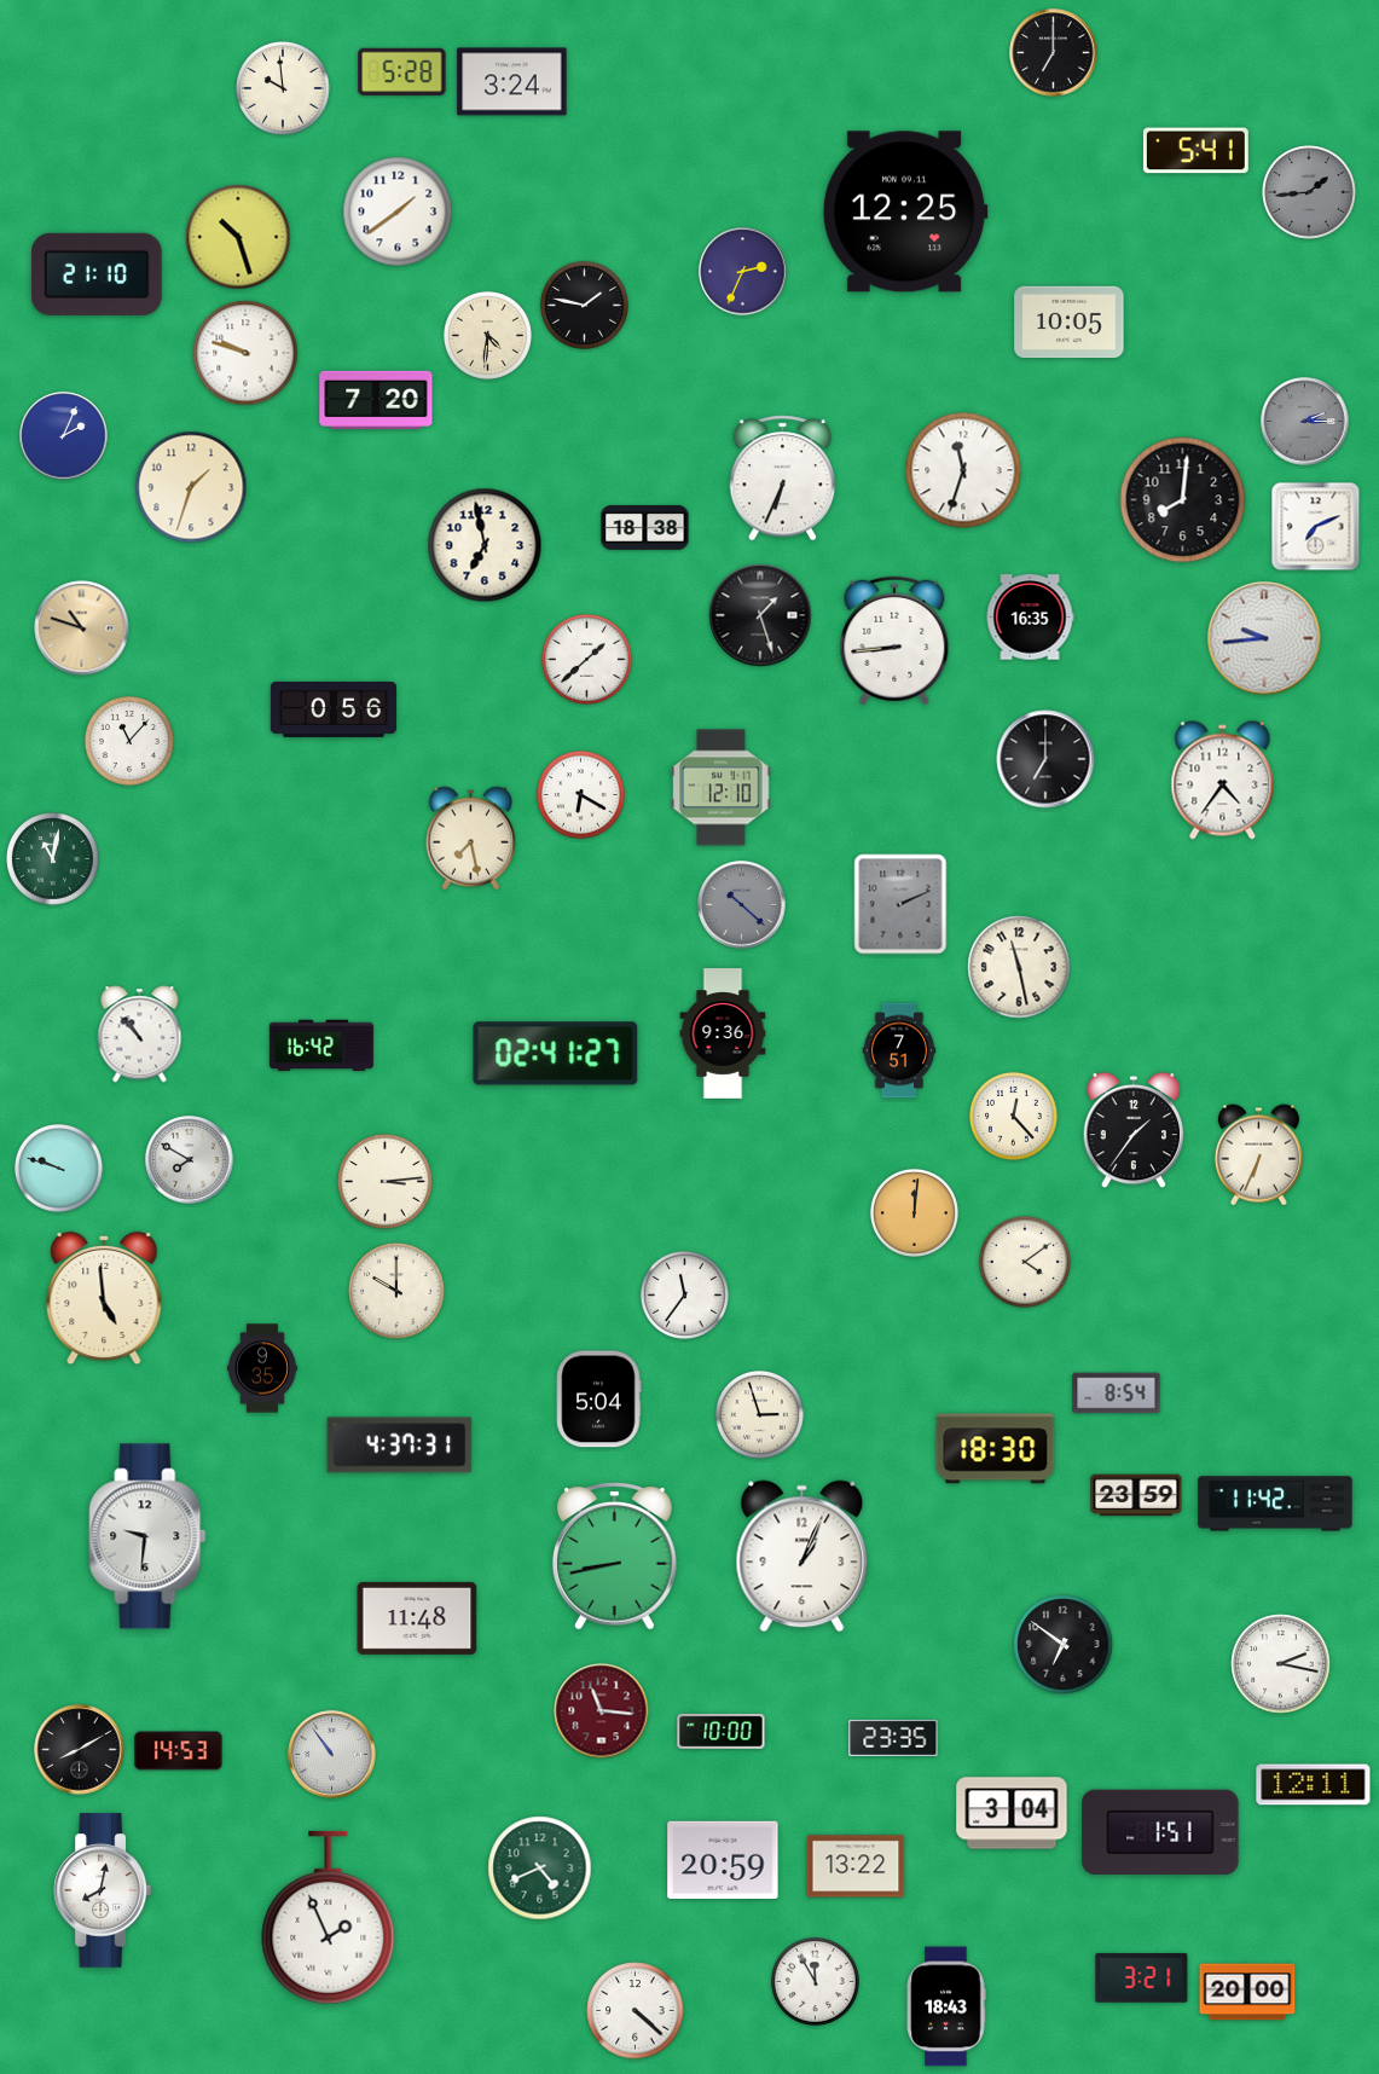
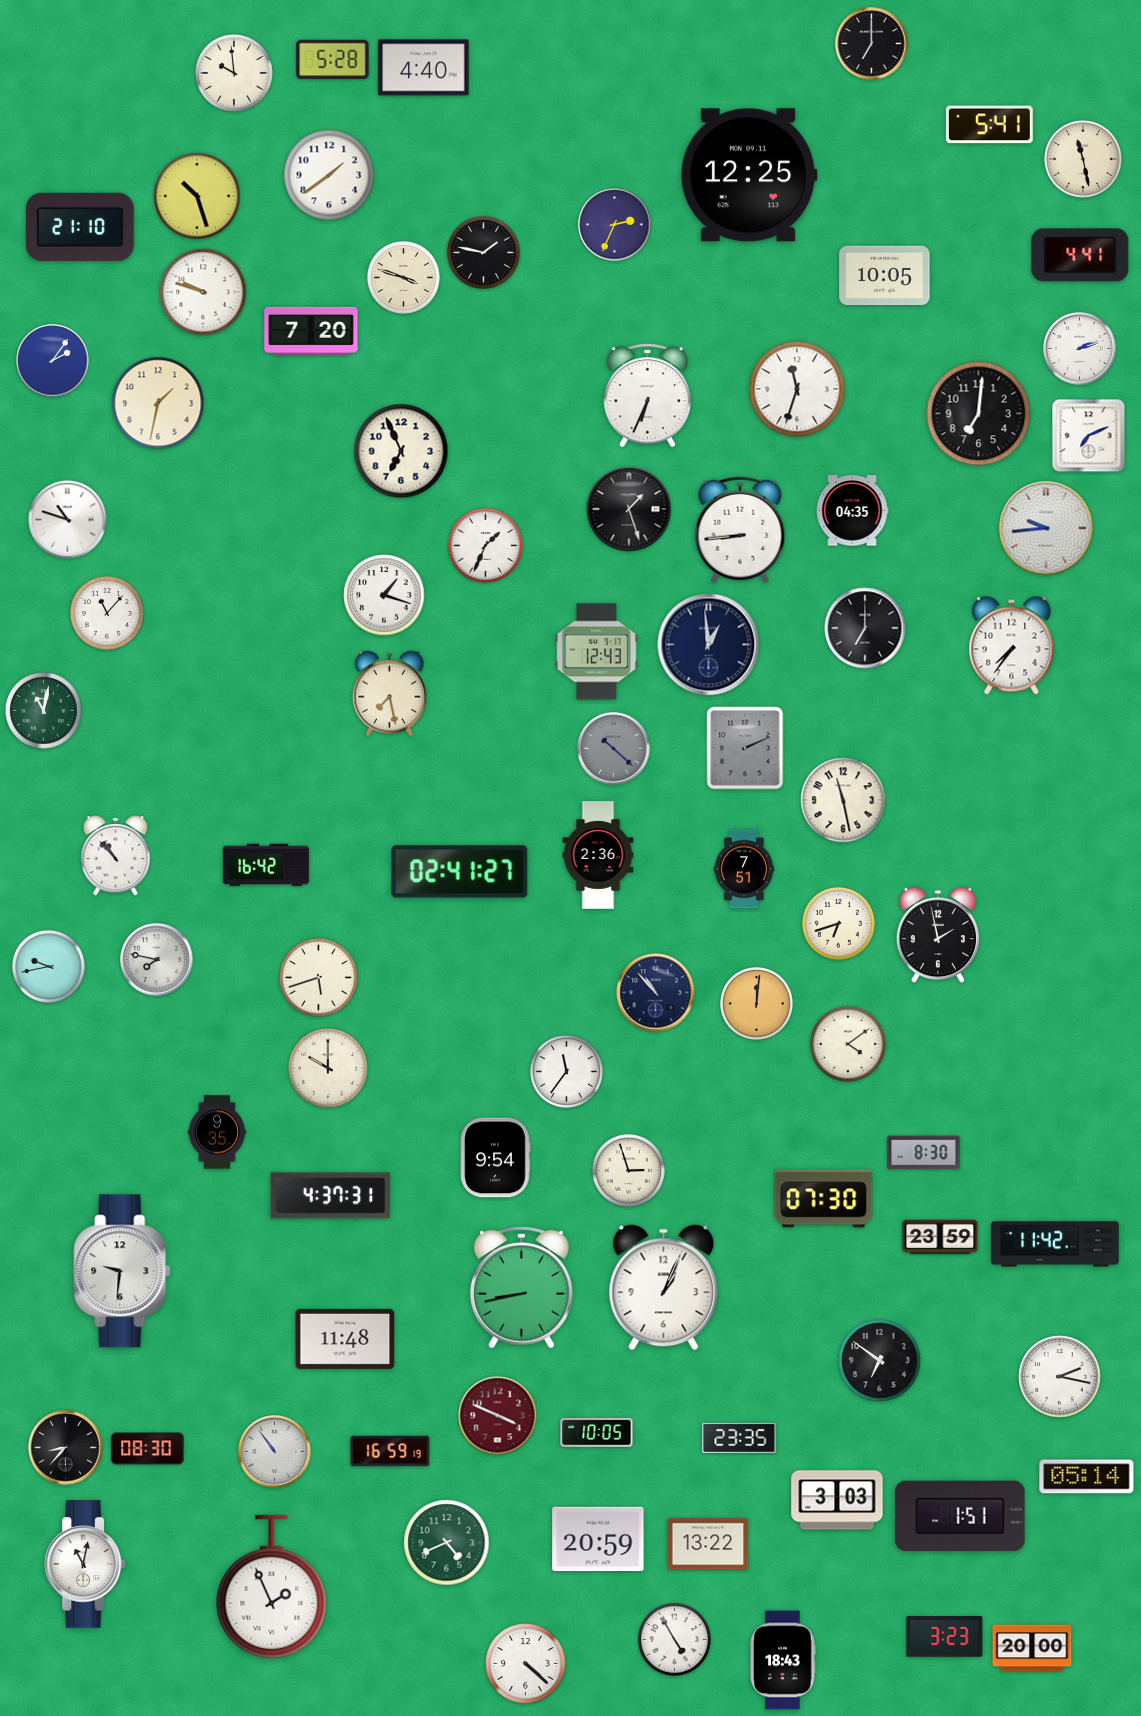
clock at (512, 82): 3:24 -> 4:40
clock at (1309, 192): 1:44 -> 11:28
clock at (1309, 192) dial: grey -> cream
clock at (1080, 255): none -> 4:41
clock at (1070, 323) position: (1070, 323) -> (885, 276)
clock at (487, 335): 4:31 -> 3:48
clock at (1305, 422): 2:15 -> 2:12
clock at (1305, 422) dial: grey -> white
clock at (64, 436): 2:04 -> 2:06
clock at (191, 487): 1:33 -> 1:32
clock at (1183, 500): 8:01 -> 7:01
clock at (645, 528): 18:38 -> none
clock at (485, 545): 6:58 -> 6:56
clock at (1030, 618): 16:35 -> 04:35
clock at (82, 628) dial: champagne -> white
clock at (587, 660): 1:38 -> 1:34
clock at (334, 709): 0:56 -> none
clock at (384, 595): none -> 1:18
clock at (709, 645): none -> 12:59
clock at (1223, 781): 4:36 -> 7:36
clock at (722, 788): 12:10 -> 12:43
clock at (580, 794): 6:20 -> none
clock at (723, 1033): 9:36 -> 2:36
clock at (1013, 1116): 12:23 -> 6:42
clock at (1134, 1130): 1:36 -> 1:58
clock at (1258, 1155): 6:34 -> none
clock at (190, 1160): 7:50 -> 7:47
clock at (58, 1168): 9:48 -> 9:43
clock at (386, 1182): 3:14 -> 5:42
clock at (656, 993): none -> 10:53
clock at (104, 1298): 4:59 -> none
clock at (1117, 1394): 8:54 -> 8:30
clock at (598, 1400): 5:04 -> 9:54
clock at (996, 1449): 18:30 -> 07:30
clock at (615, 1557) position: (615, 1557) -> (522, 1288)
clock at (602, 1711): 11:16 -> 3:49
clock at (722, 1731): 10:00 -> 10:05
clock at (80, 1750): 8:10 -> 8:37
clock at (179, 1751): 14:53 -> 08:30
clock at (390, 1451): none -> 16:59
clock at (1314, 1785): 12:11 -> 05:14
clock at (1012, 1813): 3:04 -> 3:03
clock at (540, 1869) position: (540, 1869) -> (447, 1543)
clock at (102, 1890): 8:02 -> 11:02
clock at (1142, 1979): 3:21 -> 3:23
clock at (815, 1981): 11:55 -> 4:55
